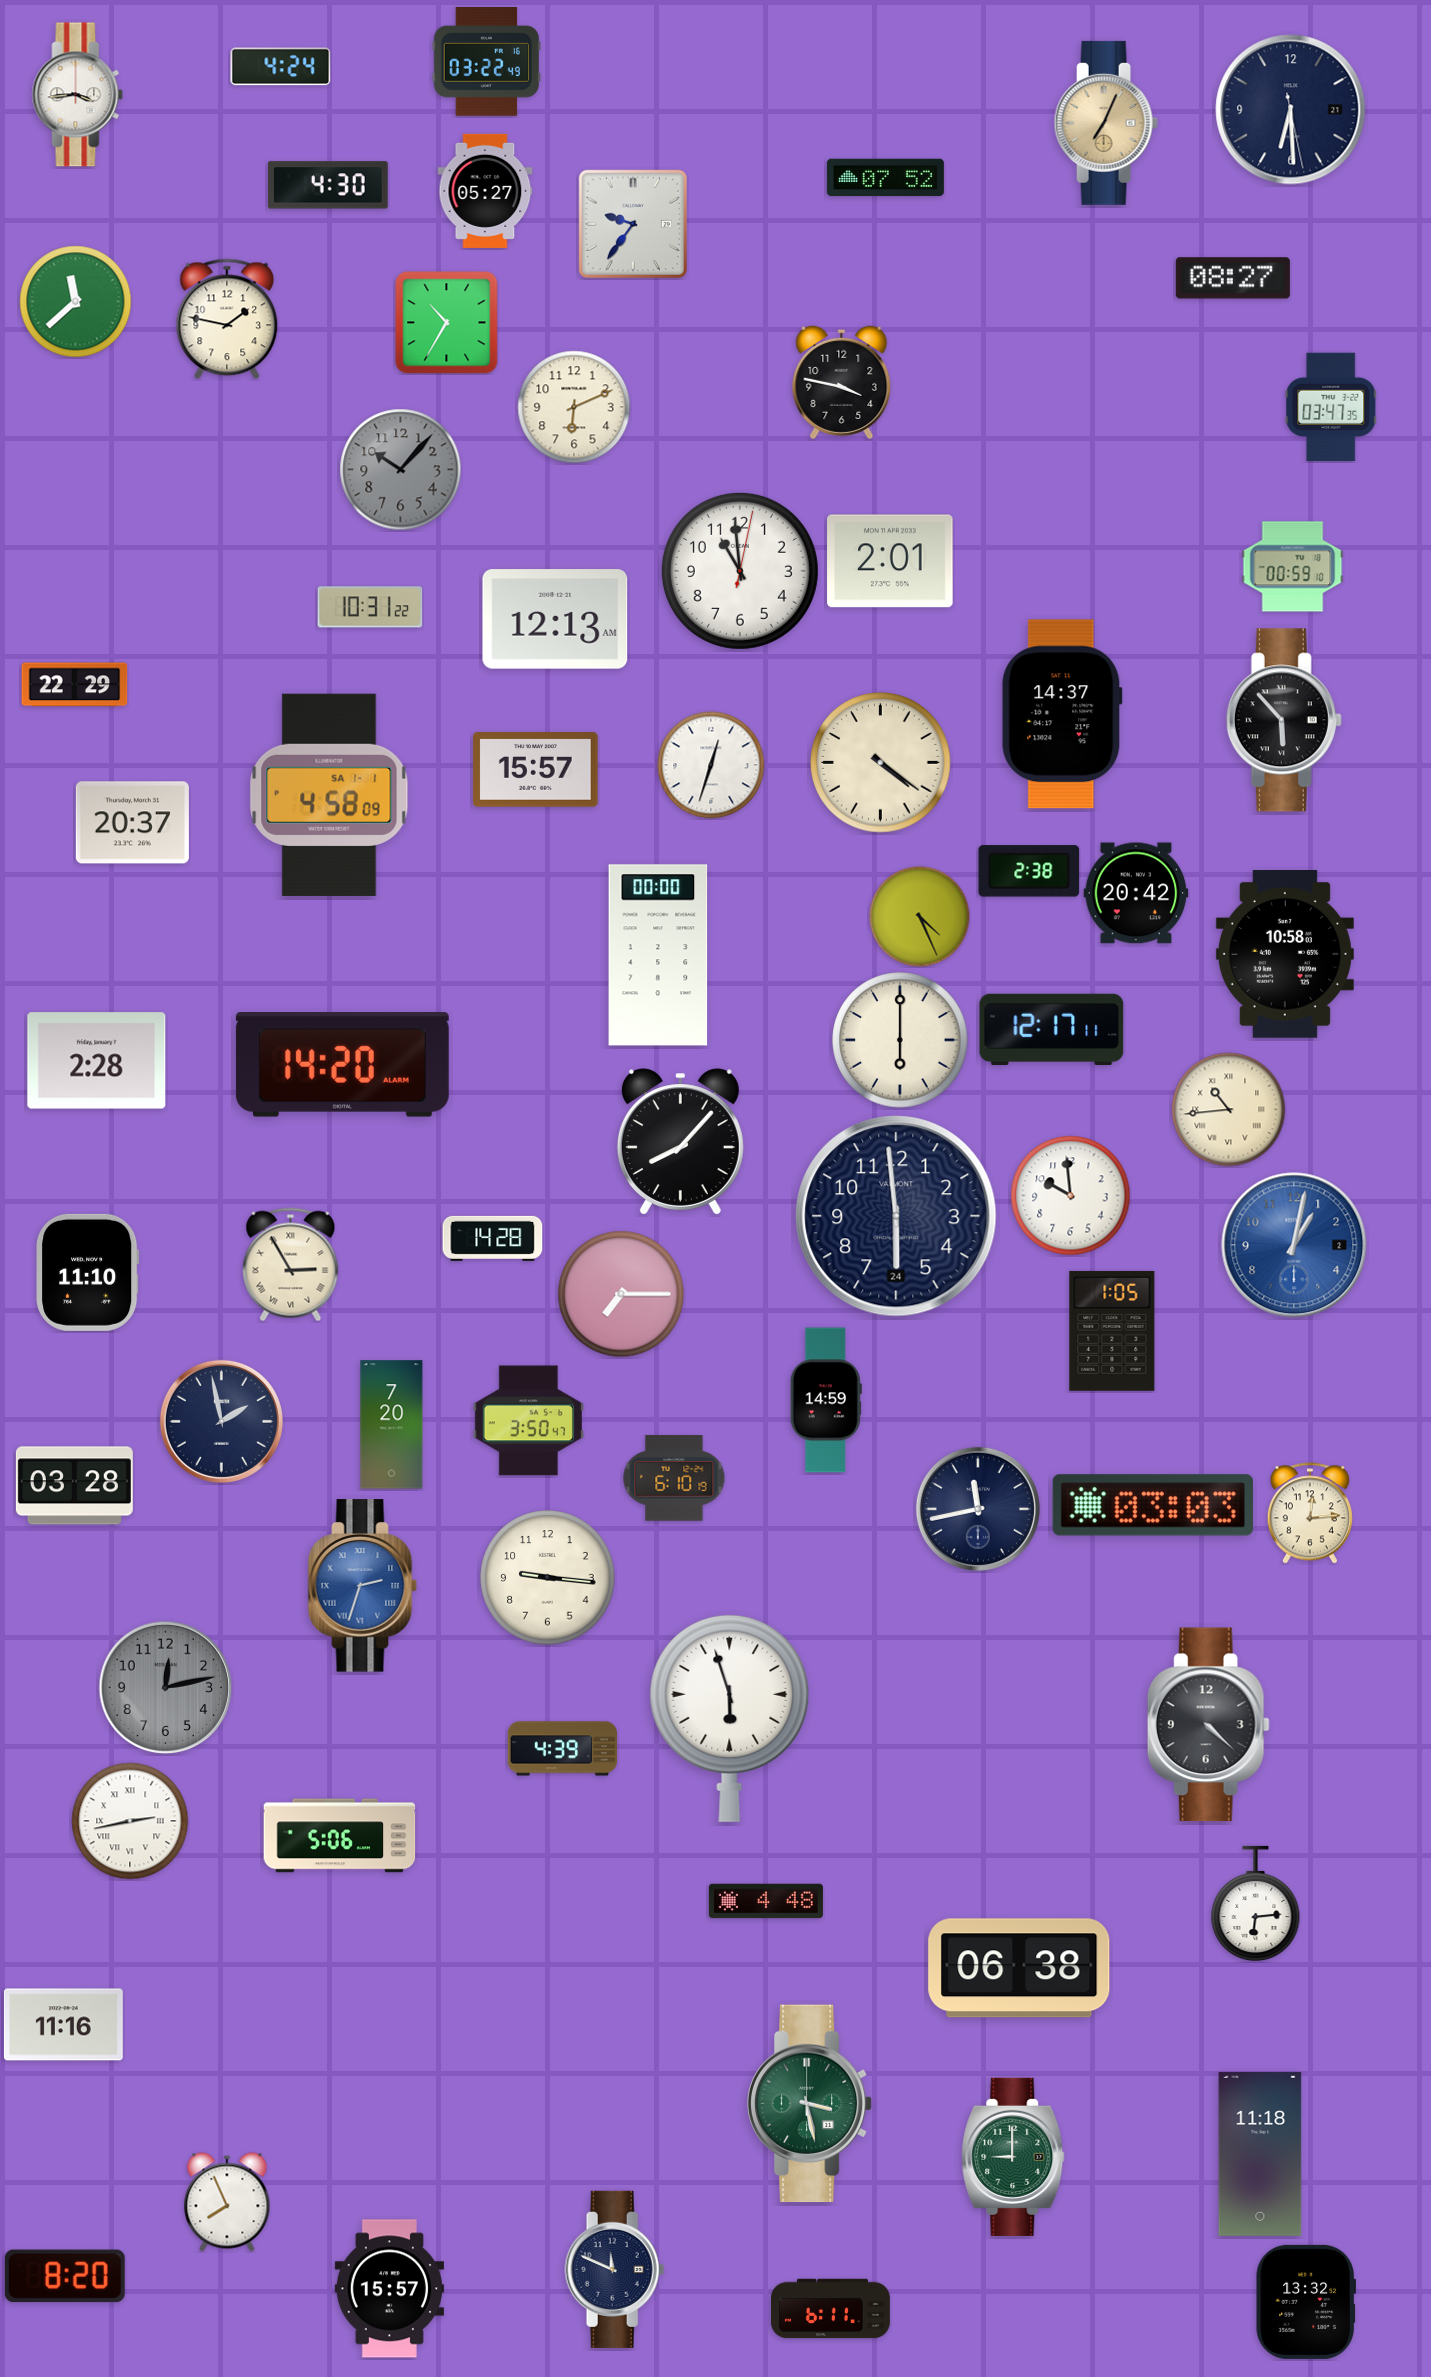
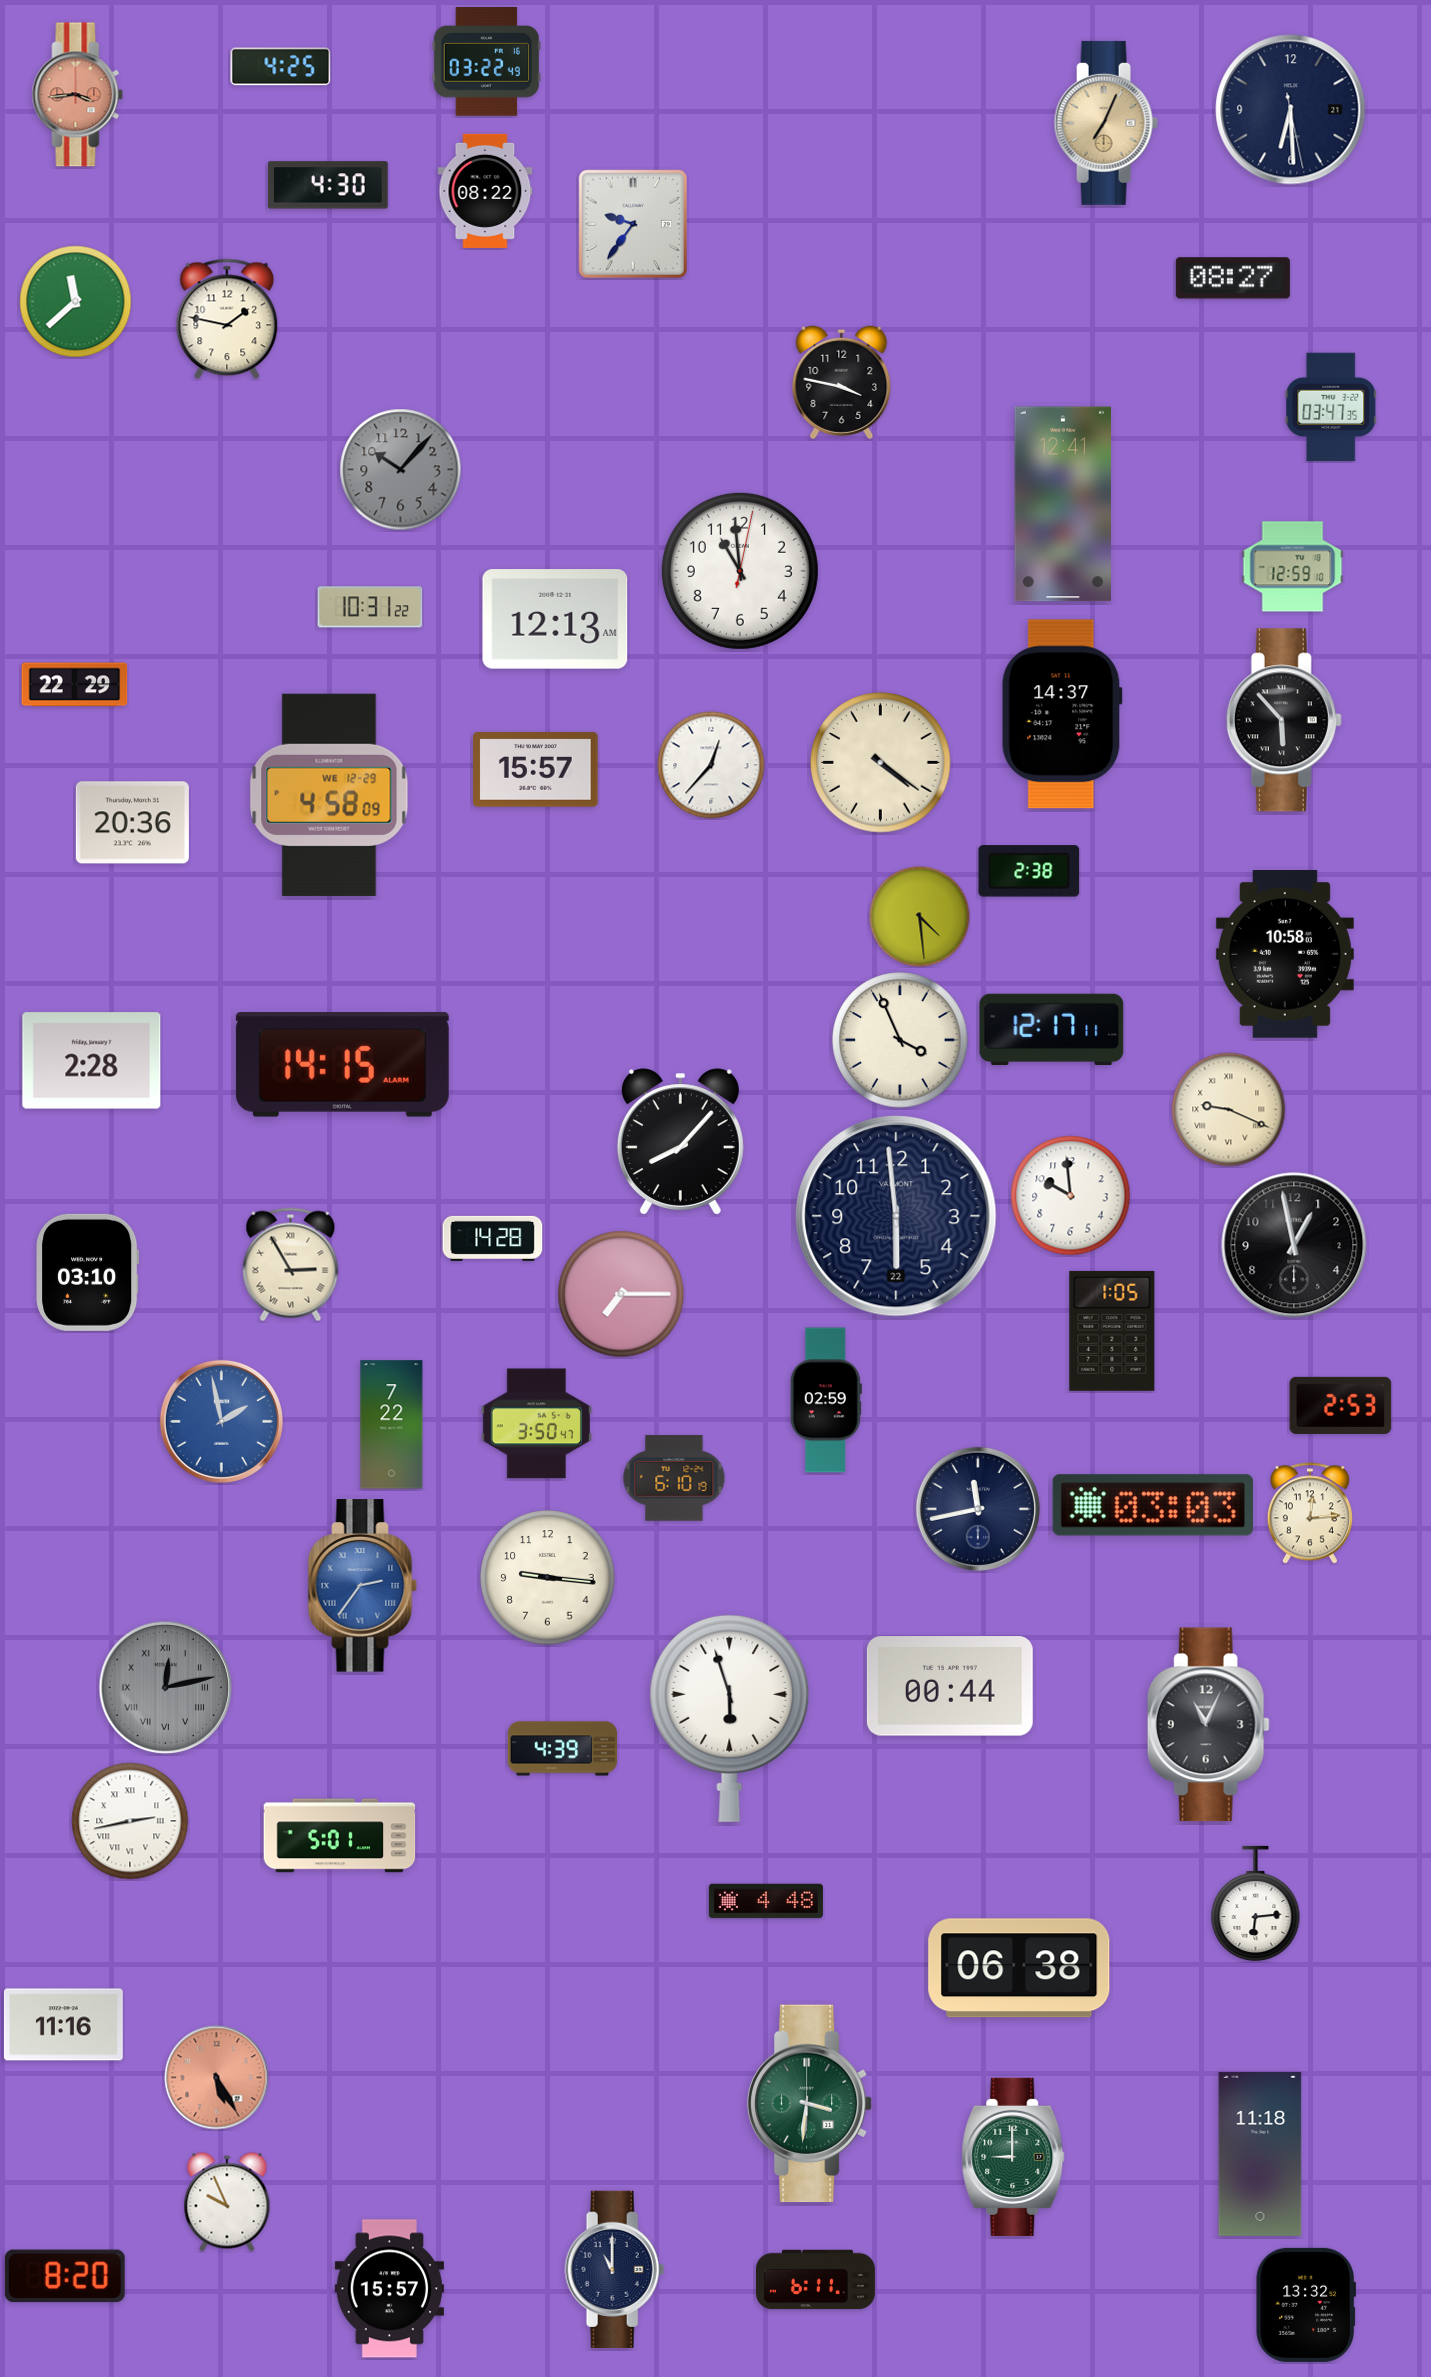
clock at (281, 67): 4:24 -> 4:25
clock at (78, 95) dial: white -> salmon
clock at (885, 178): 07:52 -> none
clock at (485, 191): 05:27 -> 08:22
clock at (447, 323): 10:35 -> none
clock at (574, 407): 6:11 -> none
clock at (1062, 504): none -> 12:41
clock at (890, 561): 2:01 -> none
clock at (1293, 567): 00:59 -> 12:59
clock at (711, 765): 12:33 -> 12:37
clock at (329, 795) date: SA 1-1 -> WE 12-29
clock at (132, 823): 20:37 -> 20:36
clock at (1136, 893): 20:42 -> none
clock at (920, 917): 4:26 -> 4:29
clock at (658, 955): 00:00 -> none
clock at (900, 1040): 6:00 -> 3:56
clock at (97, 1061) position: (97, 1061) -> (92, 1061)
clock at (342, 1065): 14:20 -> 14:15
clock at (1229, 1110): 10:44 -> 9:19
clock at (896, 1216) date: 24 -> 22
clock at (1294, 1245): 1:02 -> 12:58
clock at (1294, 1245) dial: blue -> black
clock at (88, 1272): 11:10 -> 03:10
clock at (826, 1400): 14:59 -> 02:59
clock at (1341, 1405): none -> 2:53
clock at (221, 1421) dial: navy -> blue
clock at (528, 1421) position: (528, 1421) -> (536, 1424)
clock at (392, 1425): 7:20 -> 7:22
clock at (74, 1486): 03:28 -> none
clock at (363, 1586): 2:33 -> 2:36
clock at (950, 1686): none -> 00:44
clock at (166, 1688) numerals: Arabic -> Roman
clock at (1208, 1725): 4:22 -> 11:04
clock at (340, 1836): 5:06 -> 5:01
clock at (217, 2078): none -> 5:25
clock at (810, 2104): 3:28 -> 3:31
clock at (227, 2202): 7:56 -> 9:56
clock at (615, 2269): 11:49 -> 11:00
clock at (1306, 2302) position: (1306, 2302) -> (1306, 2305)
clock at (831, 2309) position: (831, 2309) -> (816, 2280)
